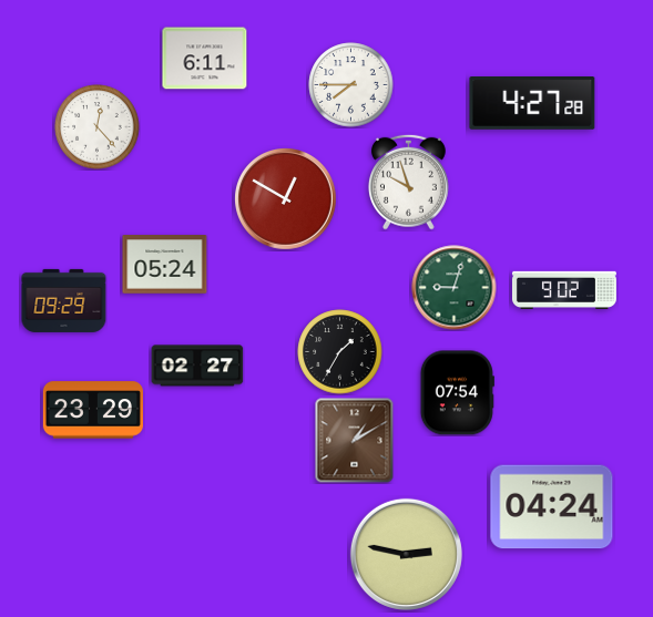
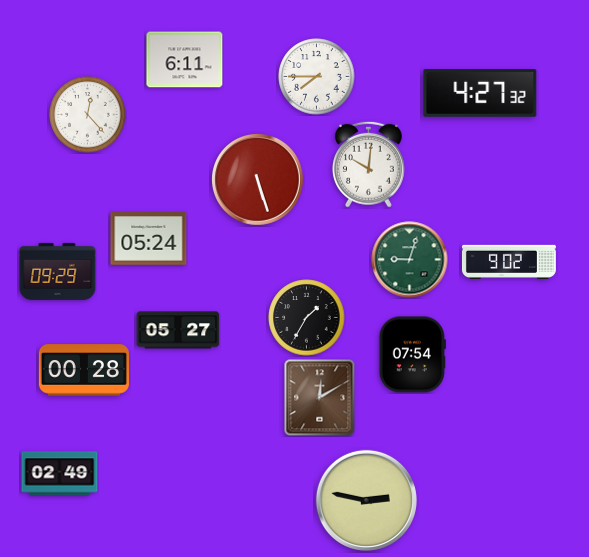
clock at (205, 59) position: (205, 59) -> (185, 60)
clock at (532, 104): 4:27:28 -> 4:27:32
clock at (408, 182): 9:57 -> 10:01
clock at (286, 199): 12:50 -> 5:27
clock at (197, 366): 02:27 -> 05:27
clock at (93, 410): 23:29 -> 00:28
clock at (355, 441): 1:10 -> 12:10
clock at (552, 507): 04:24 -> none
clock at (60, 474): none -> 02:49
